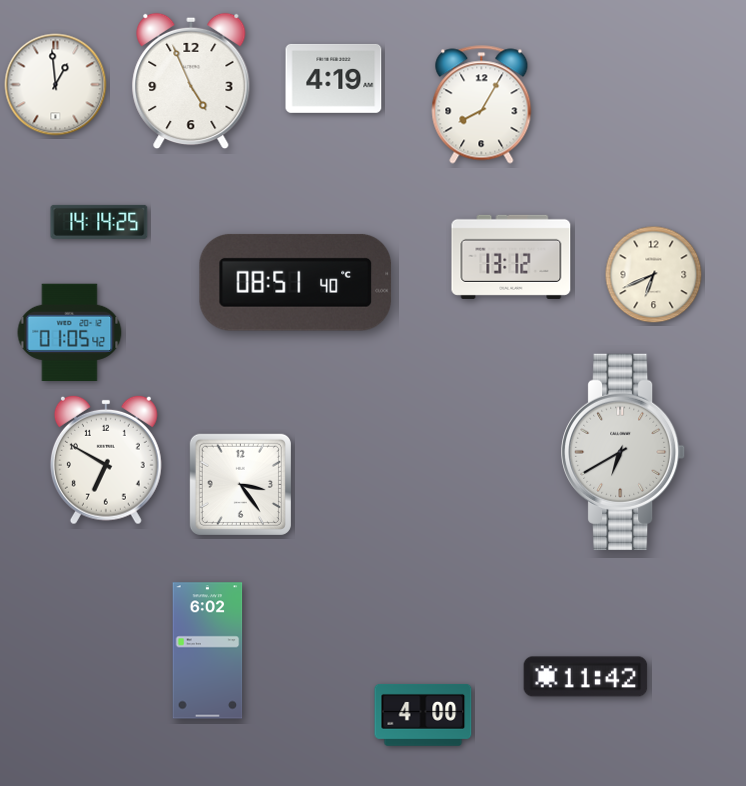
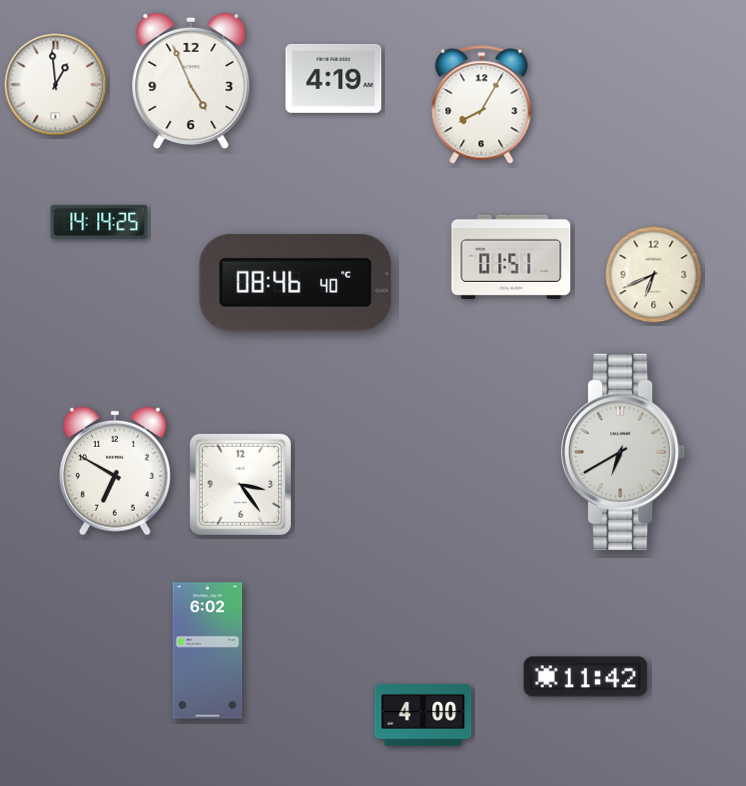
clock at (511, 257): 13:12 -> 01:51
clock at (296, 282): 08:51 -> 08:46
clock at (70, 332): 01:05 -> none
clock at (106, 460) position: (106, 460) -> (115, 471)
